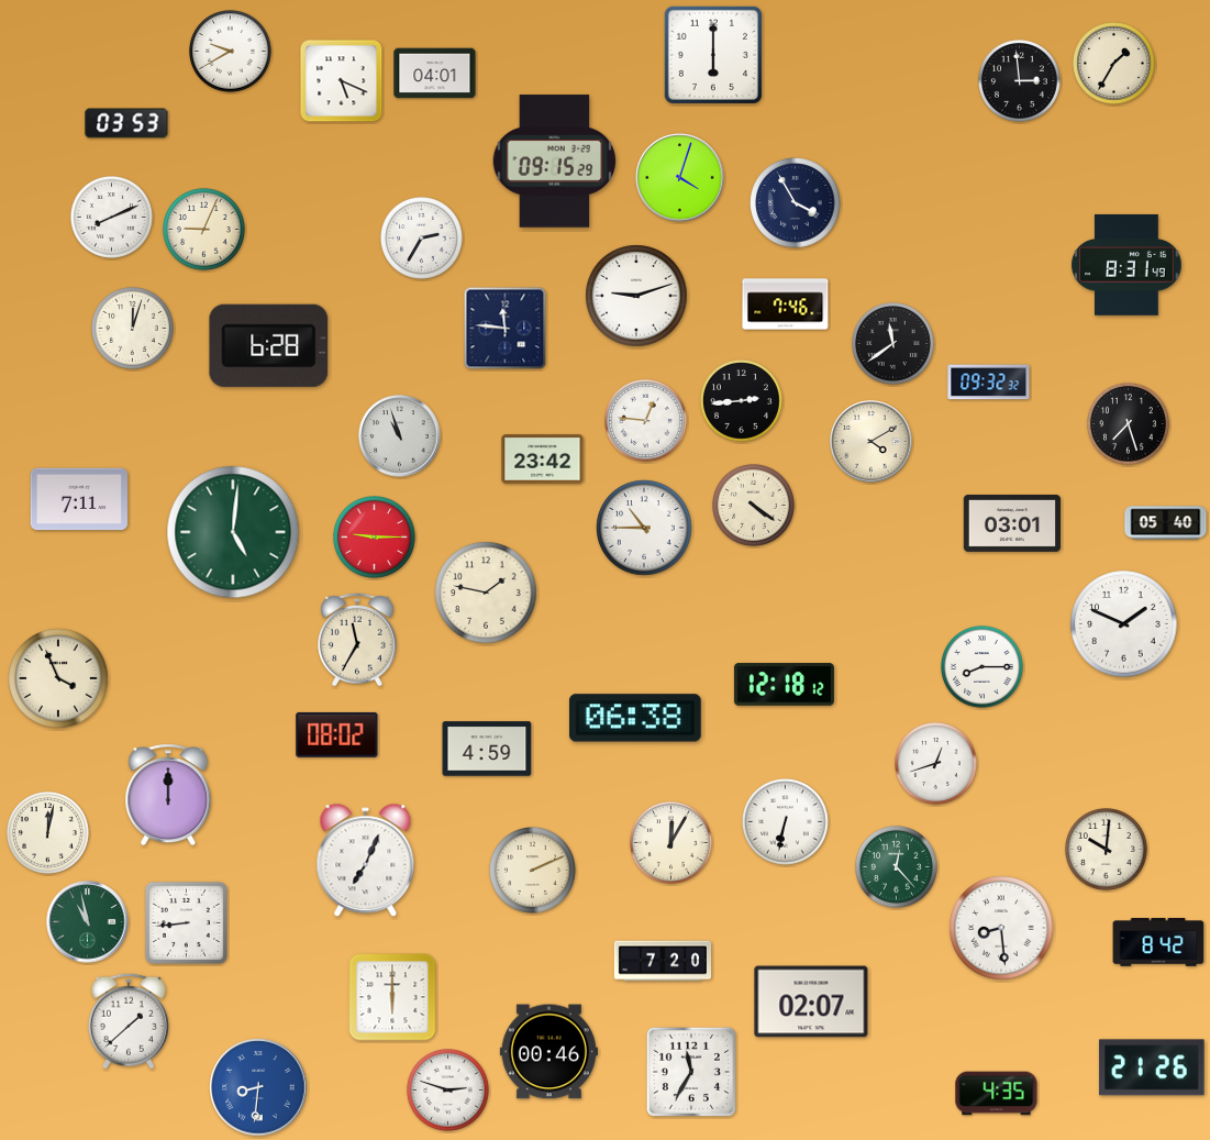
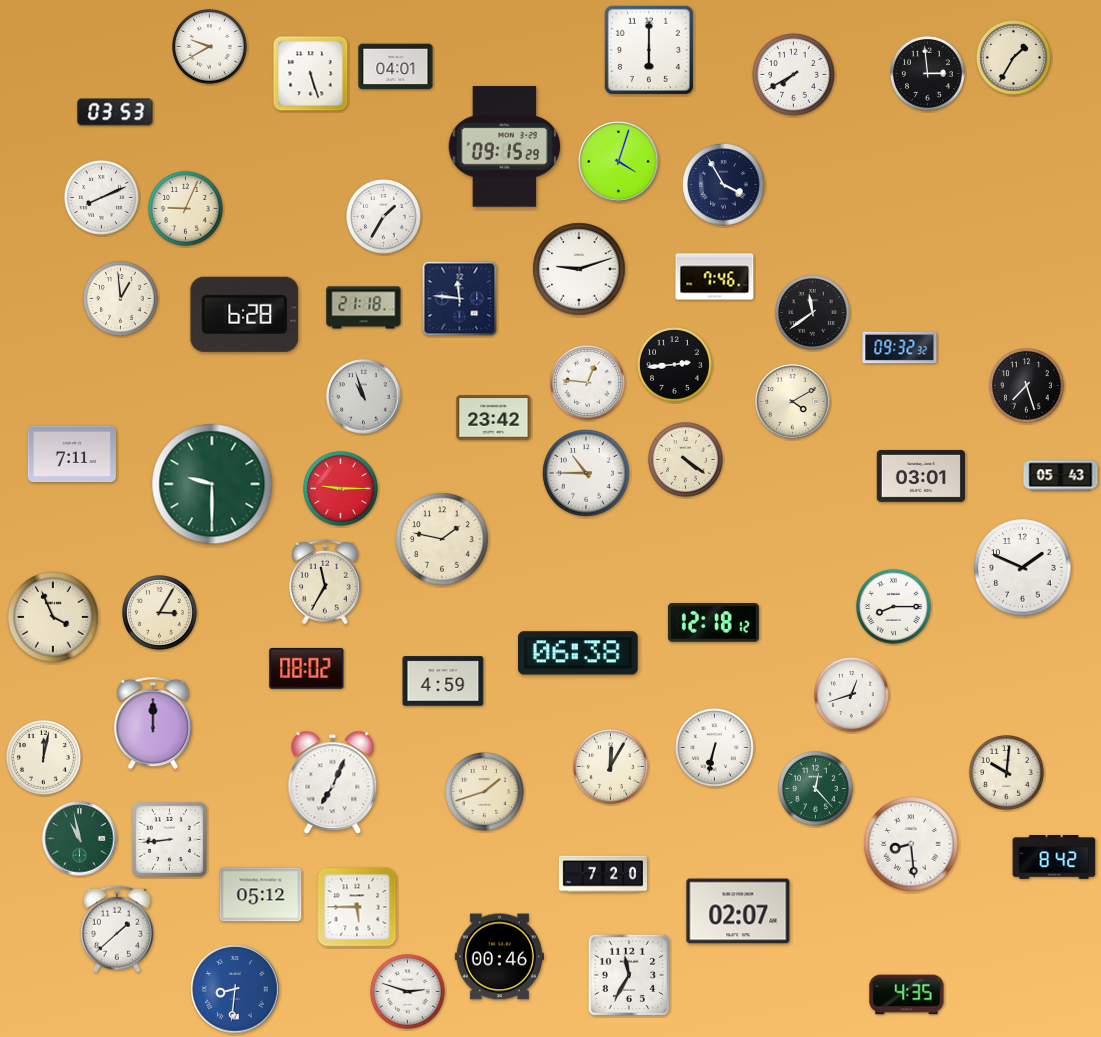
clock at (342, 81): 5:19 -> 5:27
clock at (794, 75): none -> 7:40
clock at (422, 239): 2:35 -> 1:35
clock at (1126, 265): 8:31 -> none
clock at (133, 329): 12:03 -> 12:59
clock at (364, 308): none -> 21:18
clock at (1166, 523): 05:40 -> 05:43
clock at (644, 528) position: (644, 528) -> (586, 473)
clock at (233, 532): 5:01 -> 9:30
clock at (160, 613): none -> 3:05
clock at (533, 871): 2:11 -> 1:42
clock at (261, 895): none -> 05:12
clock at (392, 997): 6:00 -> 5:45
clock at (1152, 1067): 21:26 -> none
